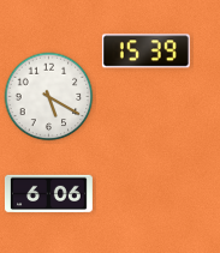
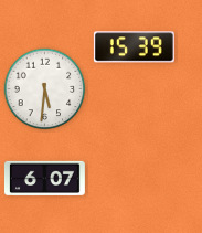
clock at (49, 97): 5:20 -> 5:31
clock at (48, 194): 6:06 -> 6:07
